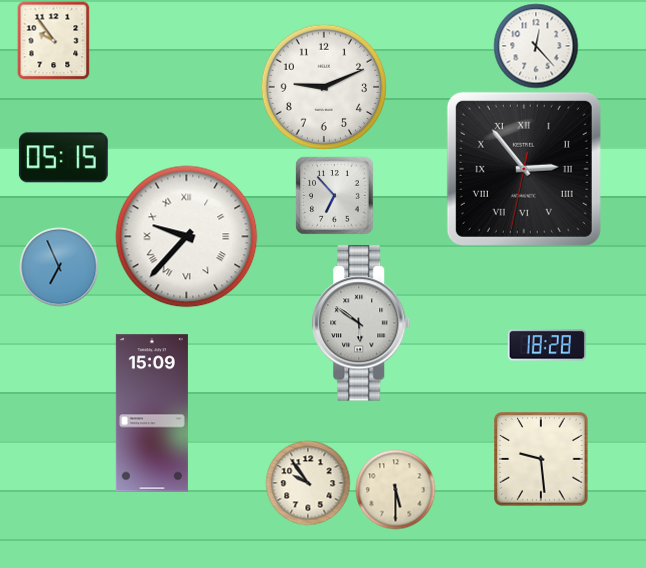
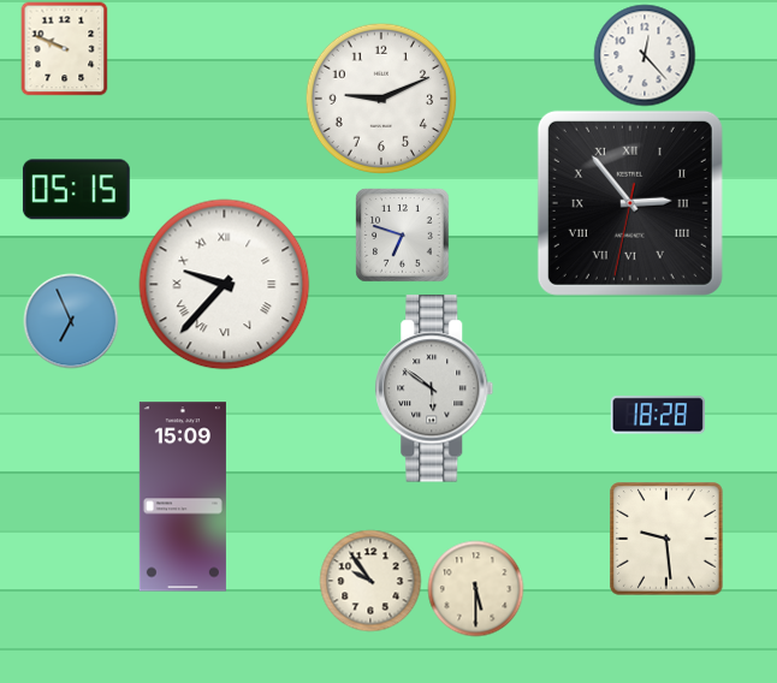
clock at (54, 40): 9:54 -> 9:49
clock at (324, 87) position: (324, 87) -> (381, 99)
clock at (334, 195): 6:53 -> 6:48
clock at (541, 459) position: (541, 459) -> (666, 539)
